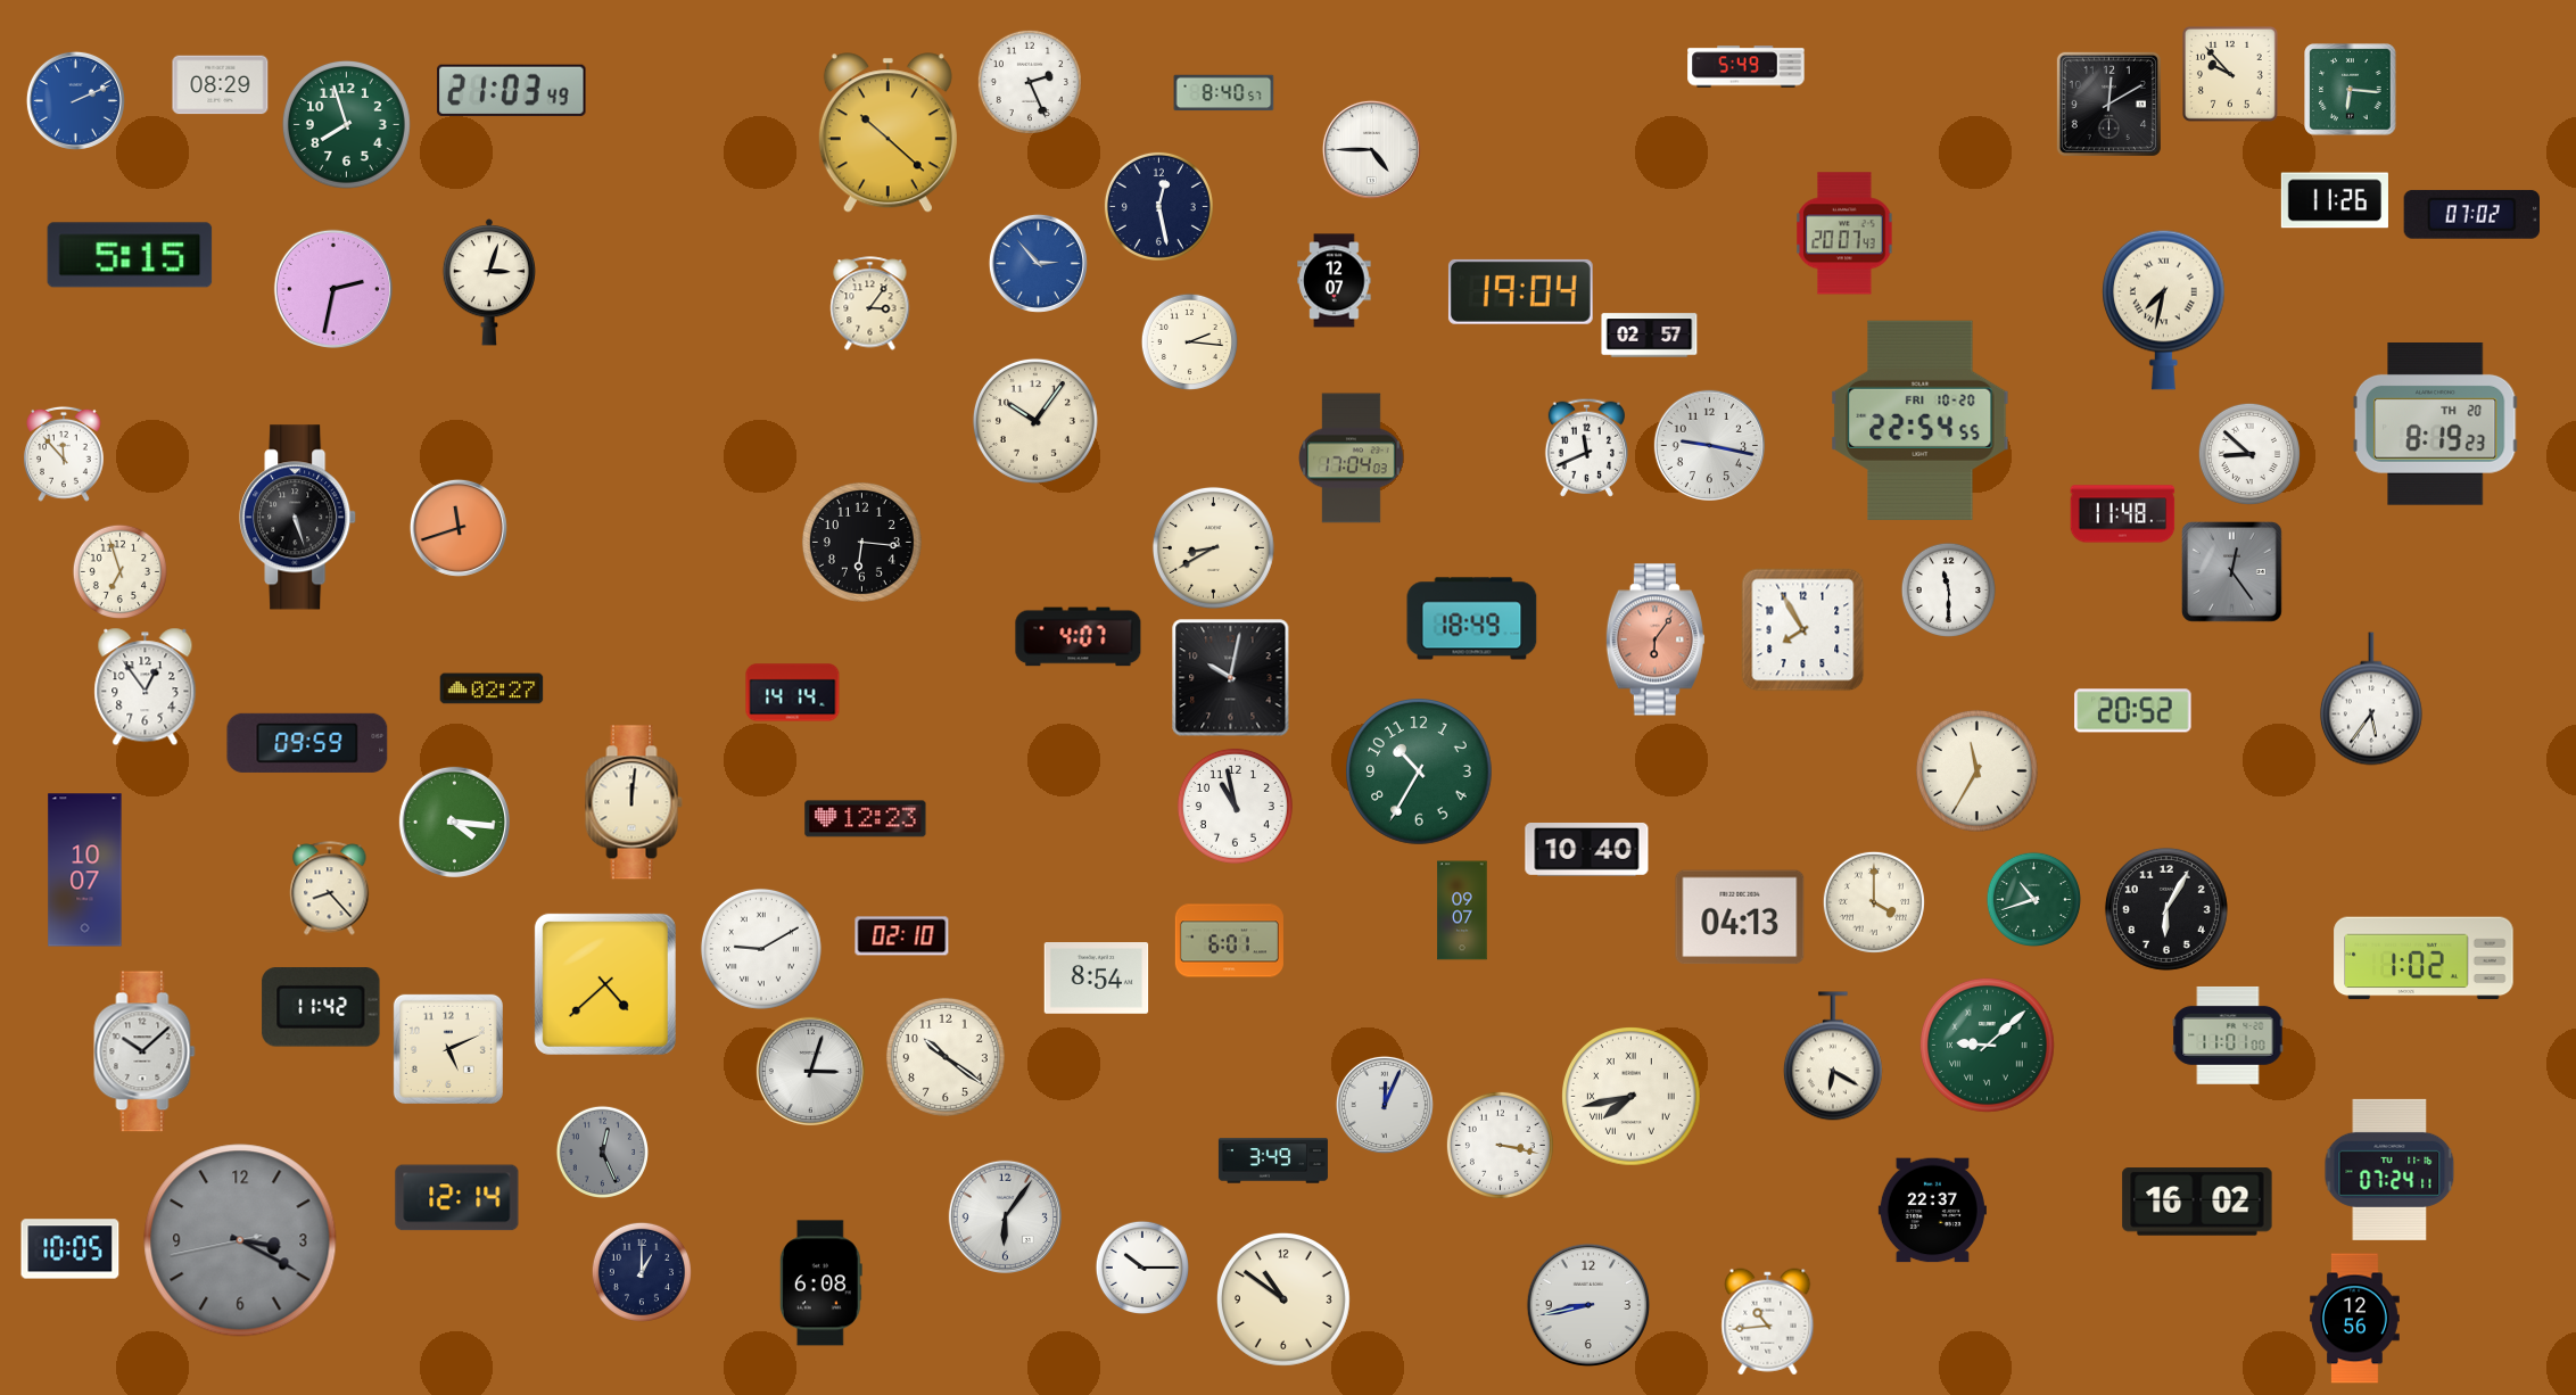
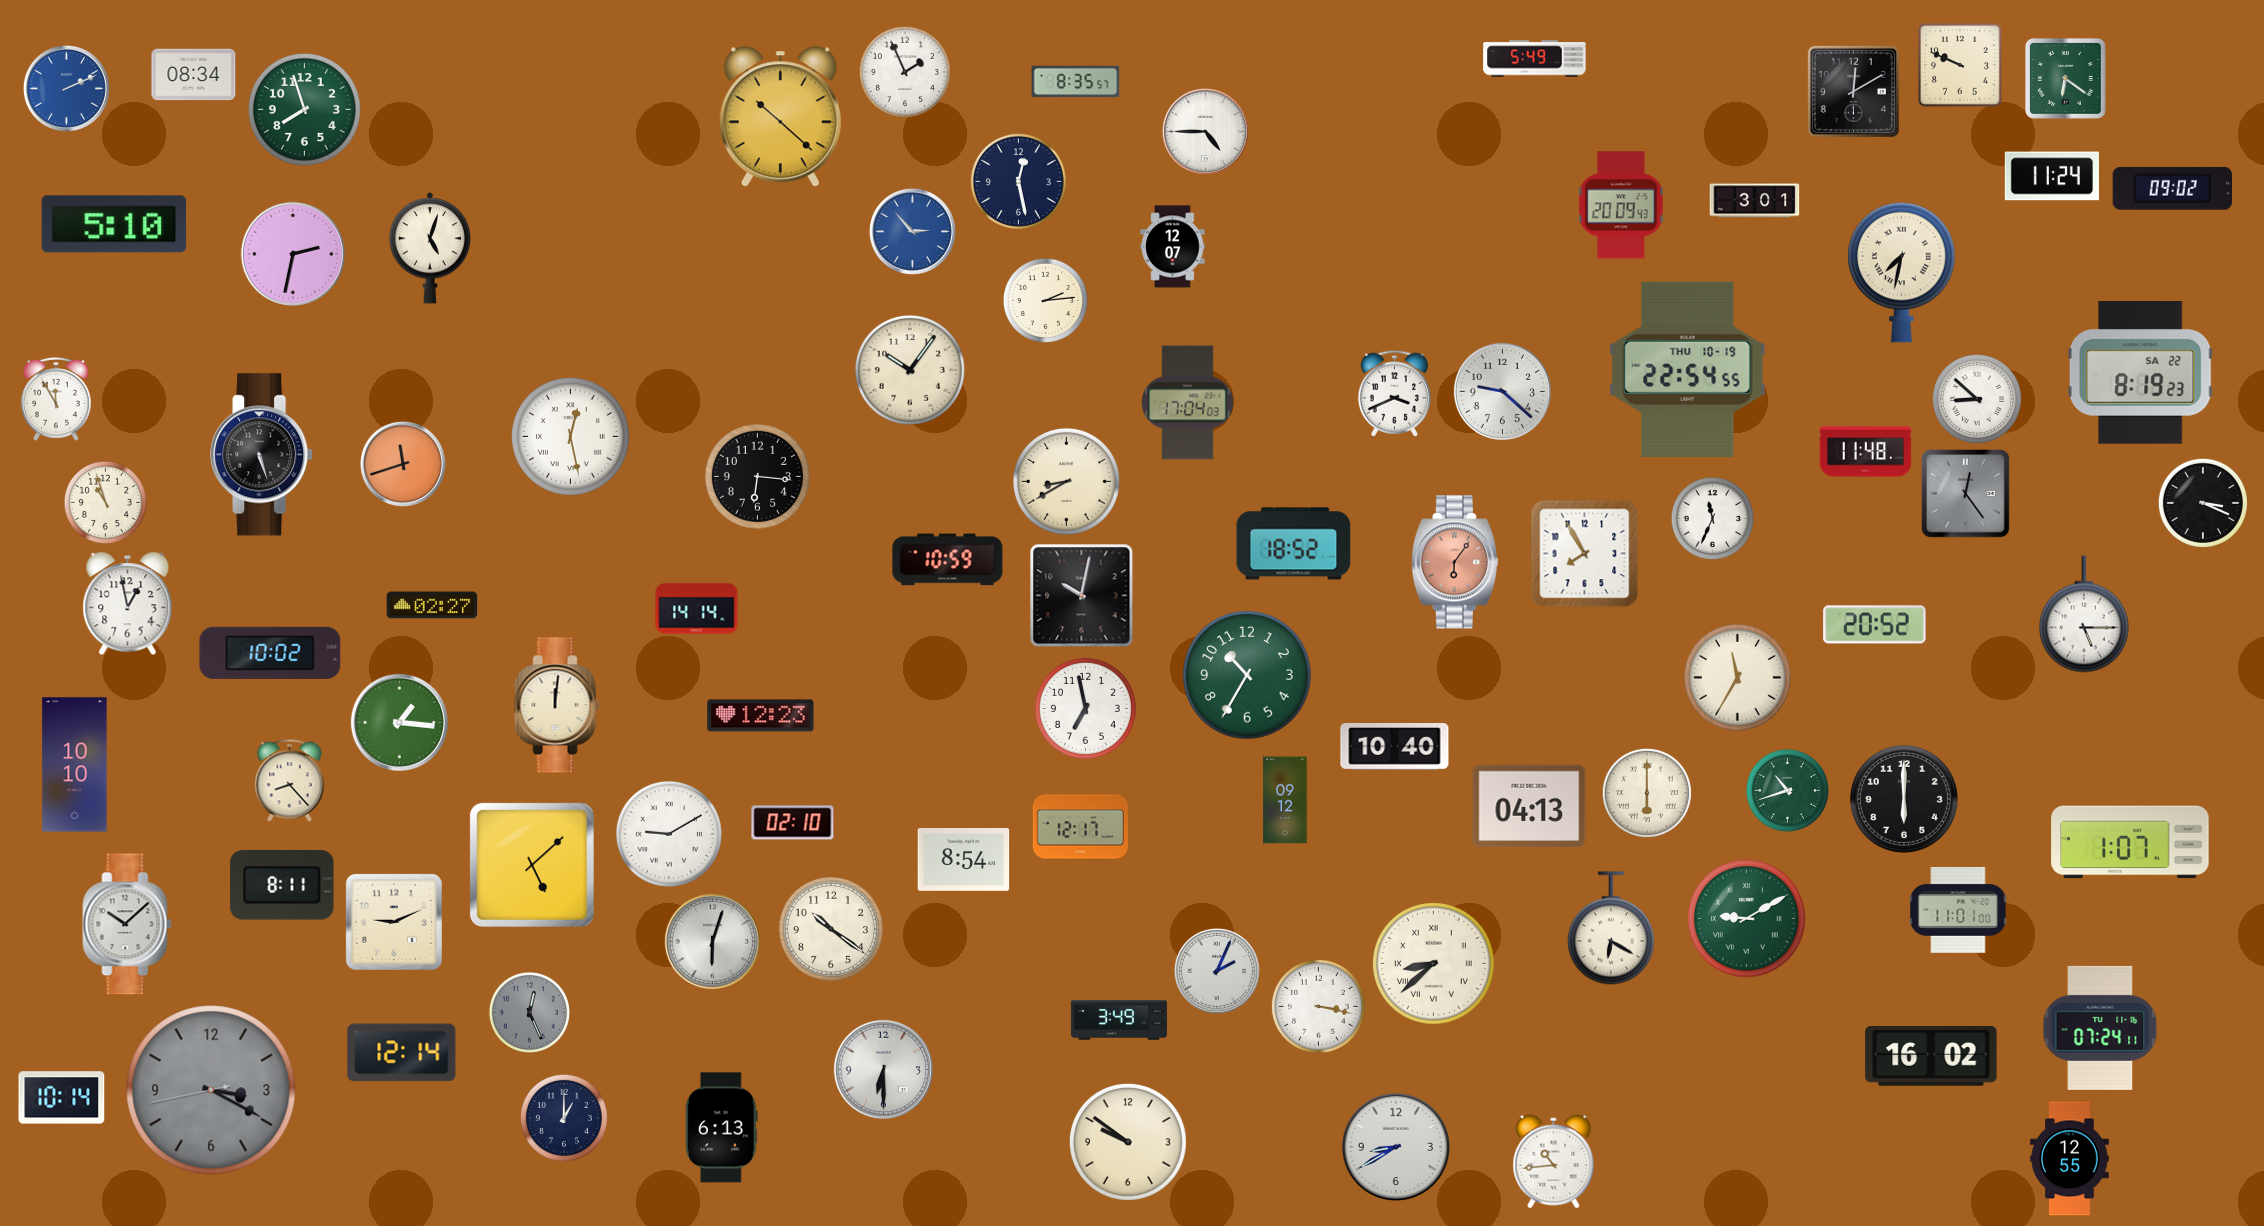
clock at (2230, 74): 9:53 -> 9:49
clock at (1030, 82): 2:26 -> 1:56
clock at (221, 85): 08:29 -> 08:34
clock at (512, 90): 21:03 -> none
clock at (2351, 90): 6:16 -> 6:21
clock at (1224, 93): 8:40 -> 8:35
clock at (2335, 200): 11:26 -> 11:24
clock at (2471, 214): 07:02 -> 09:02
clock at (1755, 201): none -> 3:01
clock at (1844, 233): 20:07 -> 20:09
clock at (130, 255): 5:15 -> 5:10
clock at (488, 282): 3:03 -> 5:03
clock at (1520, 291): 19:04 -> none
clock at (870, 304): 3:06 -> none
clock at (1650, 336): 02:57 -> none
clock at (1189, 341): 2:16 -> 2:14
clock at (1921, 420) date: FRI 10-20 -> THU 10-19
clock at (2435, 424) date: TH 20 -> SA 22
clock at (1709, 445): 9:17 -> 9:22
clock at (1586, 447): 11:41 -> 3:41
clock at (65, 454): 11:53 -> 11:55
clock at (571, 437): none -> 12:28
clock at (119, 571): 6:57 -> 10:57
clock at (2232, 572) position: (2232, 572) -> (1966, 494)
clock at (2203, 503): none -> 3:19
clock at (1948, 589): 11:30 -> 11:34
clock at (1472, 619): 18:49 -> 18:52
clock at (1079, 637): 4:07 -> 10:59
clock at (146, 687): 12:54 -> 12:58
clock at (2371, 699): 5:36 -> 5:15
clock at (307, 743): 09:59 -> 10:02
clock at (1419, 771) position: (1419, 771) -> (1247, 675)
clock at (1235, 806): 10:58 -> 6:58
clock at (866, 819) position: (866, 819) -> (761, 716)
clock at (454, 822): 4:16 -> 1:16
clock at (85, 870): 10:07 -> 10:10
clock at (1874, 902): 4:00 -> 6:00
clock at (2166, 909): 6:05 -> 6:00
clock at (1462, 910): 09:07 -> 09:12
clock at (1229, 941): 6:01 -> 12:17
clock at (2424, 958): 1:02 -> 1:07
clock at (605, 984): 4:38 -> 5:08
clock at (321, 1007): 11:42 -> 8:11
clock at (1988, 1046): 9:08 -> 9:10
clock at (448, 1049): 5:11 -> 9:11
clock at (810, 1071): 3:03 -> 6:03
clock at (1632, 1097): 7:43 -> 8:38
clock at (1385, 1105): 12:04 -> 2:04
clock at (1932, 1211): 22:37 -> none
clock at (1005, 1216): 6:06 -> 6:30
clock at (71, 1249): 10:05 -> 10:14
clock at (1141, 1266): 10:15 -> none
clock at (820, 1283): 6:08 -> 6:13
clock at (1283, 1299): 10:51 -> 9:51
clock at (1588, 1305): 8:43 -> 8:40
clock at (2355, 1319): 12:56 -> 12:55
